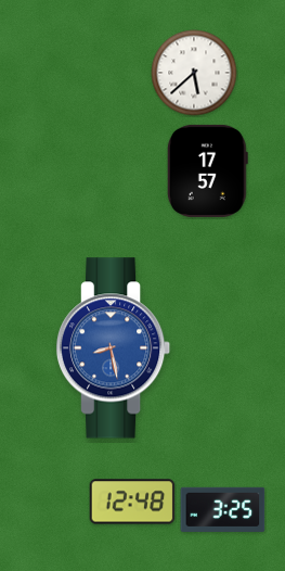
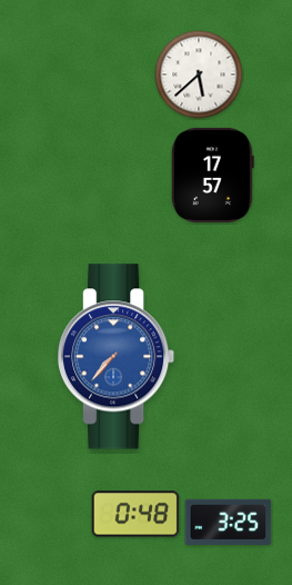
clock at (114, 348): 8:28 -> 7:37
clock at (132, 502): 12:48 -> 0:48
